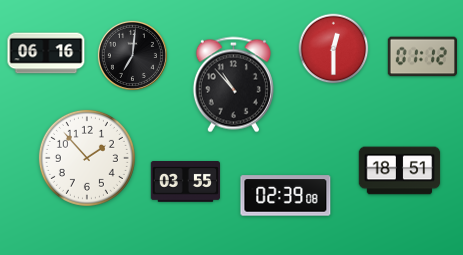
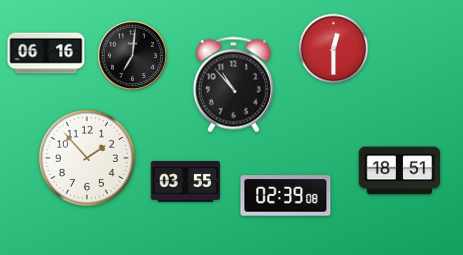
clock at (422, 57): 01:12 -> none
